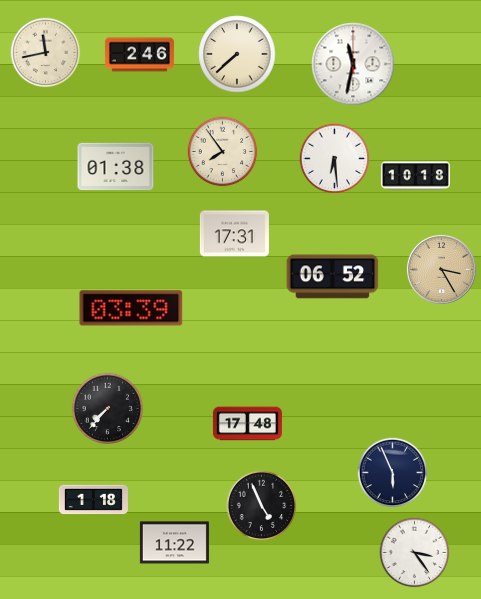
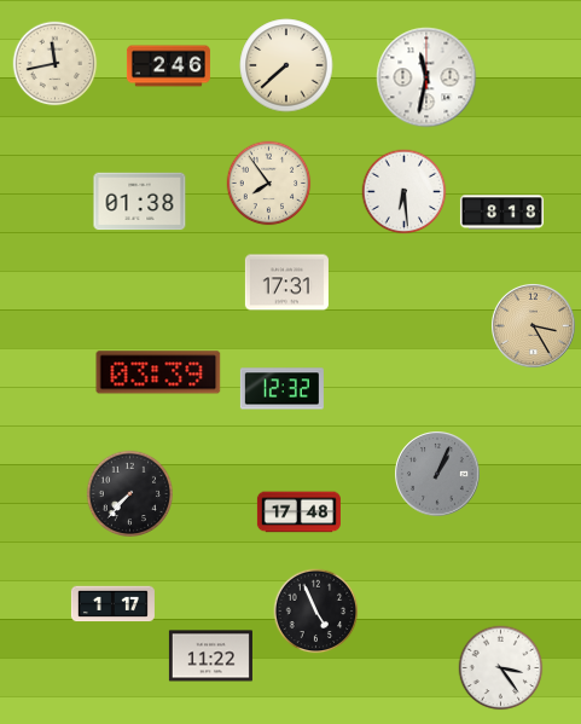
clock at (415, 176): 10:18 -> 8:18
clock at (234, 234) position: (234, 234) -> (286, 283)
clock at (333, 277): 06:52 -> none
clock at (281, 389): none -> 12:32
clock at (437, 474): none -> 1:04
clock at (393, 473): 5:56 -> none
clock at (93, 500): 1:18 -> 1:17
